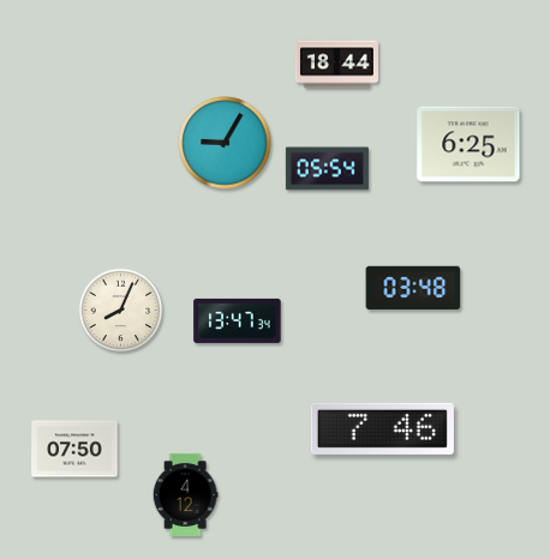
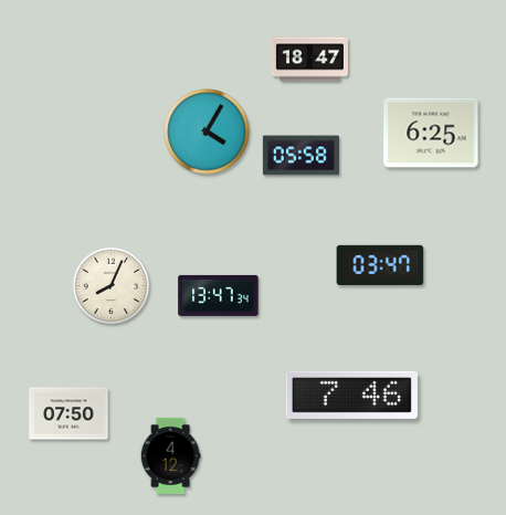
clock at (336, 65): 18:44 -> 18:47
clock at (225, 143): 9:05 -> 4:05
clock at (327, 169): 05:54 -> 05:58
clock at (413, 287): 03:48 -> 03:47
